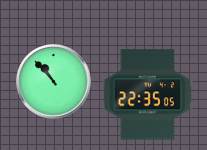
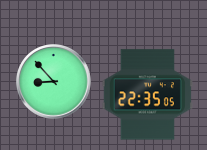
clock at (54, 82): 10:53 -> 8:53
